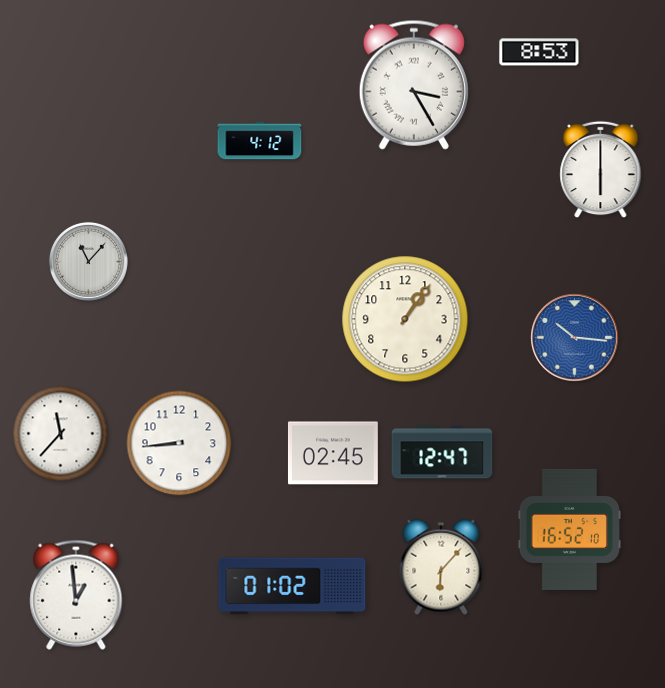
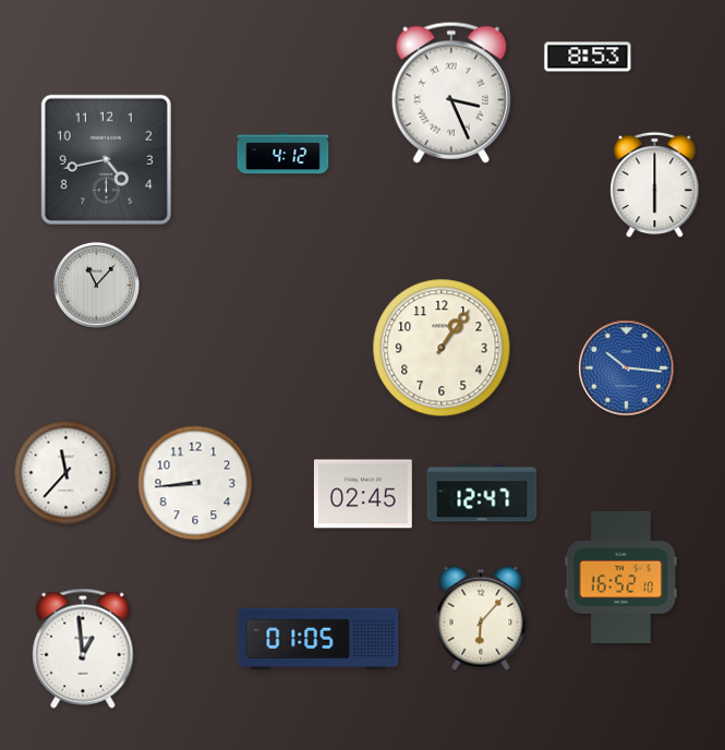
clock at (414, 85): 3:25 -> 3:26
clock at (106, 159): none -> 4:43
clock at (292, 586): 01:02 -> 01:05
